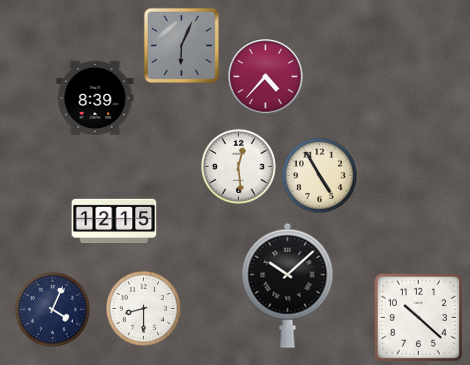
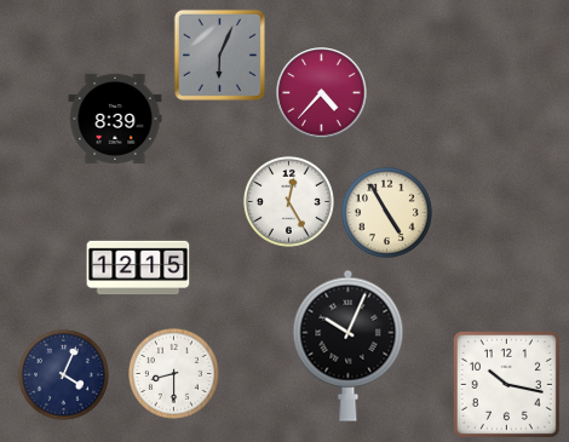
clock at (238, 166): 12:29 -> 12:25
clock at (288, 285): 10:08 -> 10:04
clock at (418, 317): 10:22 -> 10:17
